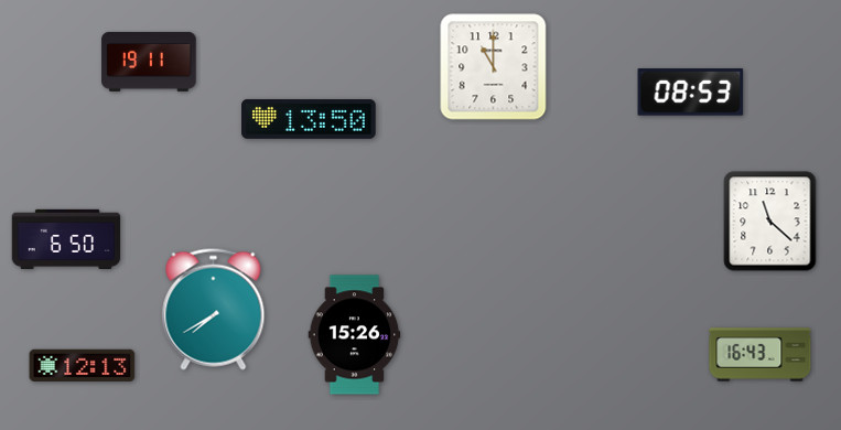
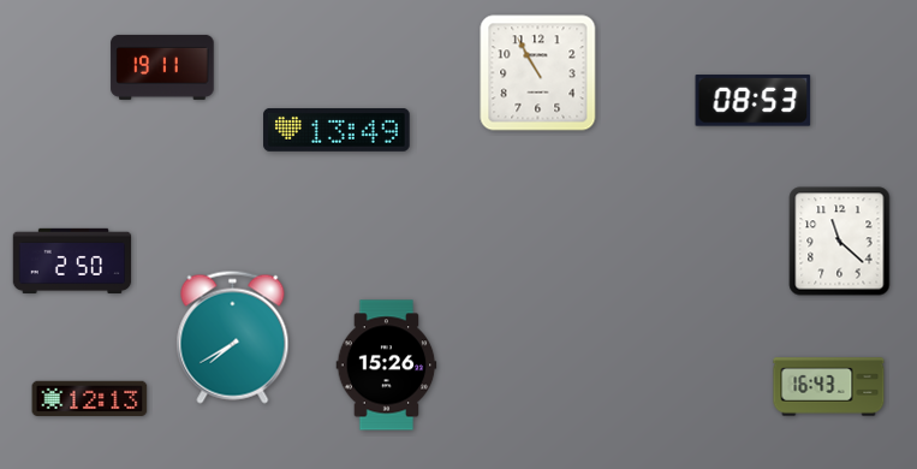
clock at (494, 67): 11:00 -> 10:55
clock at (309, 119): 13:50 -> 13:49
clock at (66, 238): 6:50 -> 2:50
